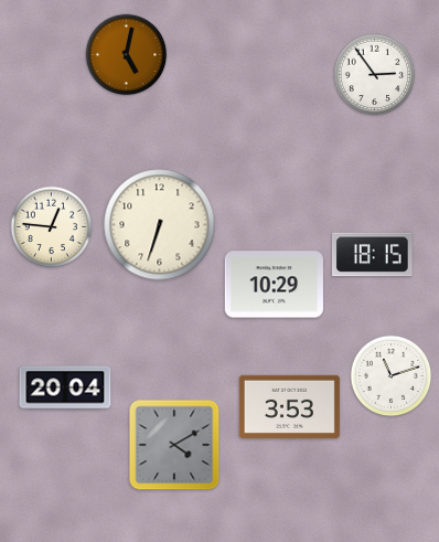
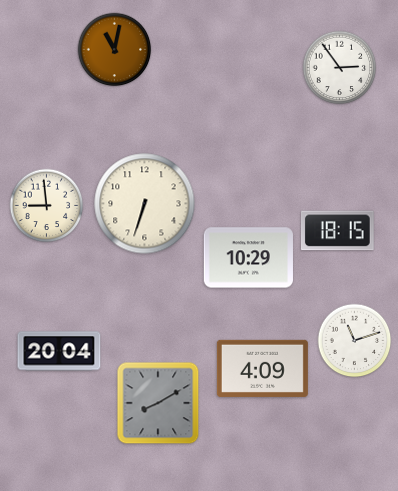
clock at (127, 55): 5:02 -> 11:02
clock at (52, 227): 12:46 -> 8:59
clock at (289, 406): 3:53 -> 4:09
clock at (174, 445): 4:10 -> 8:10
